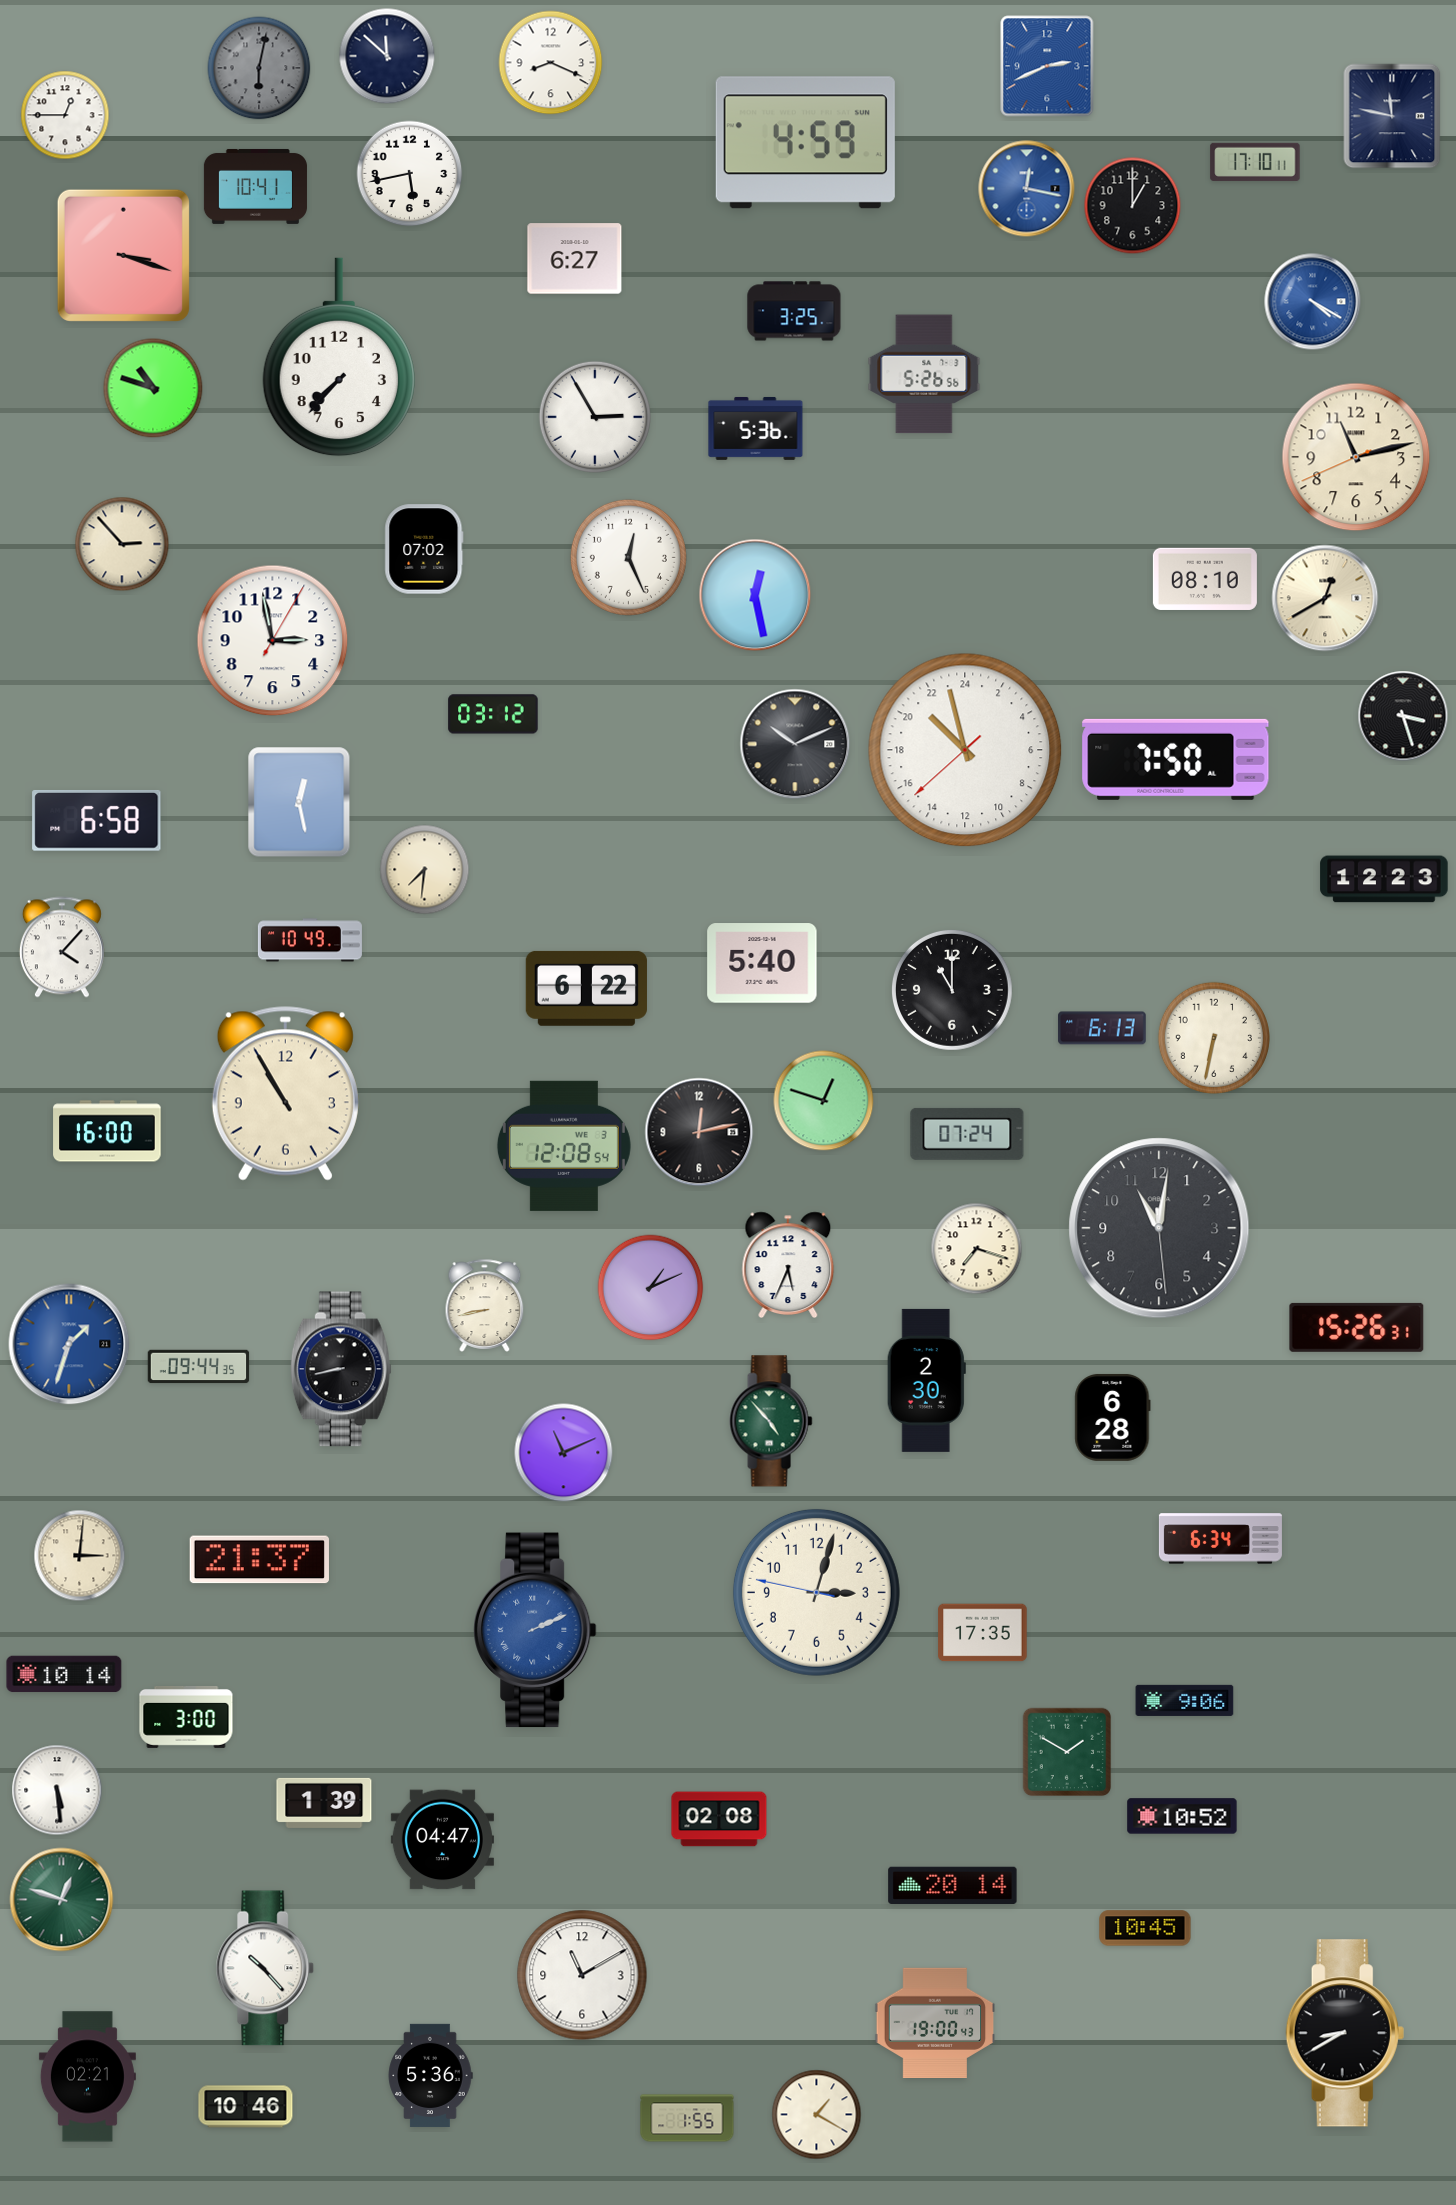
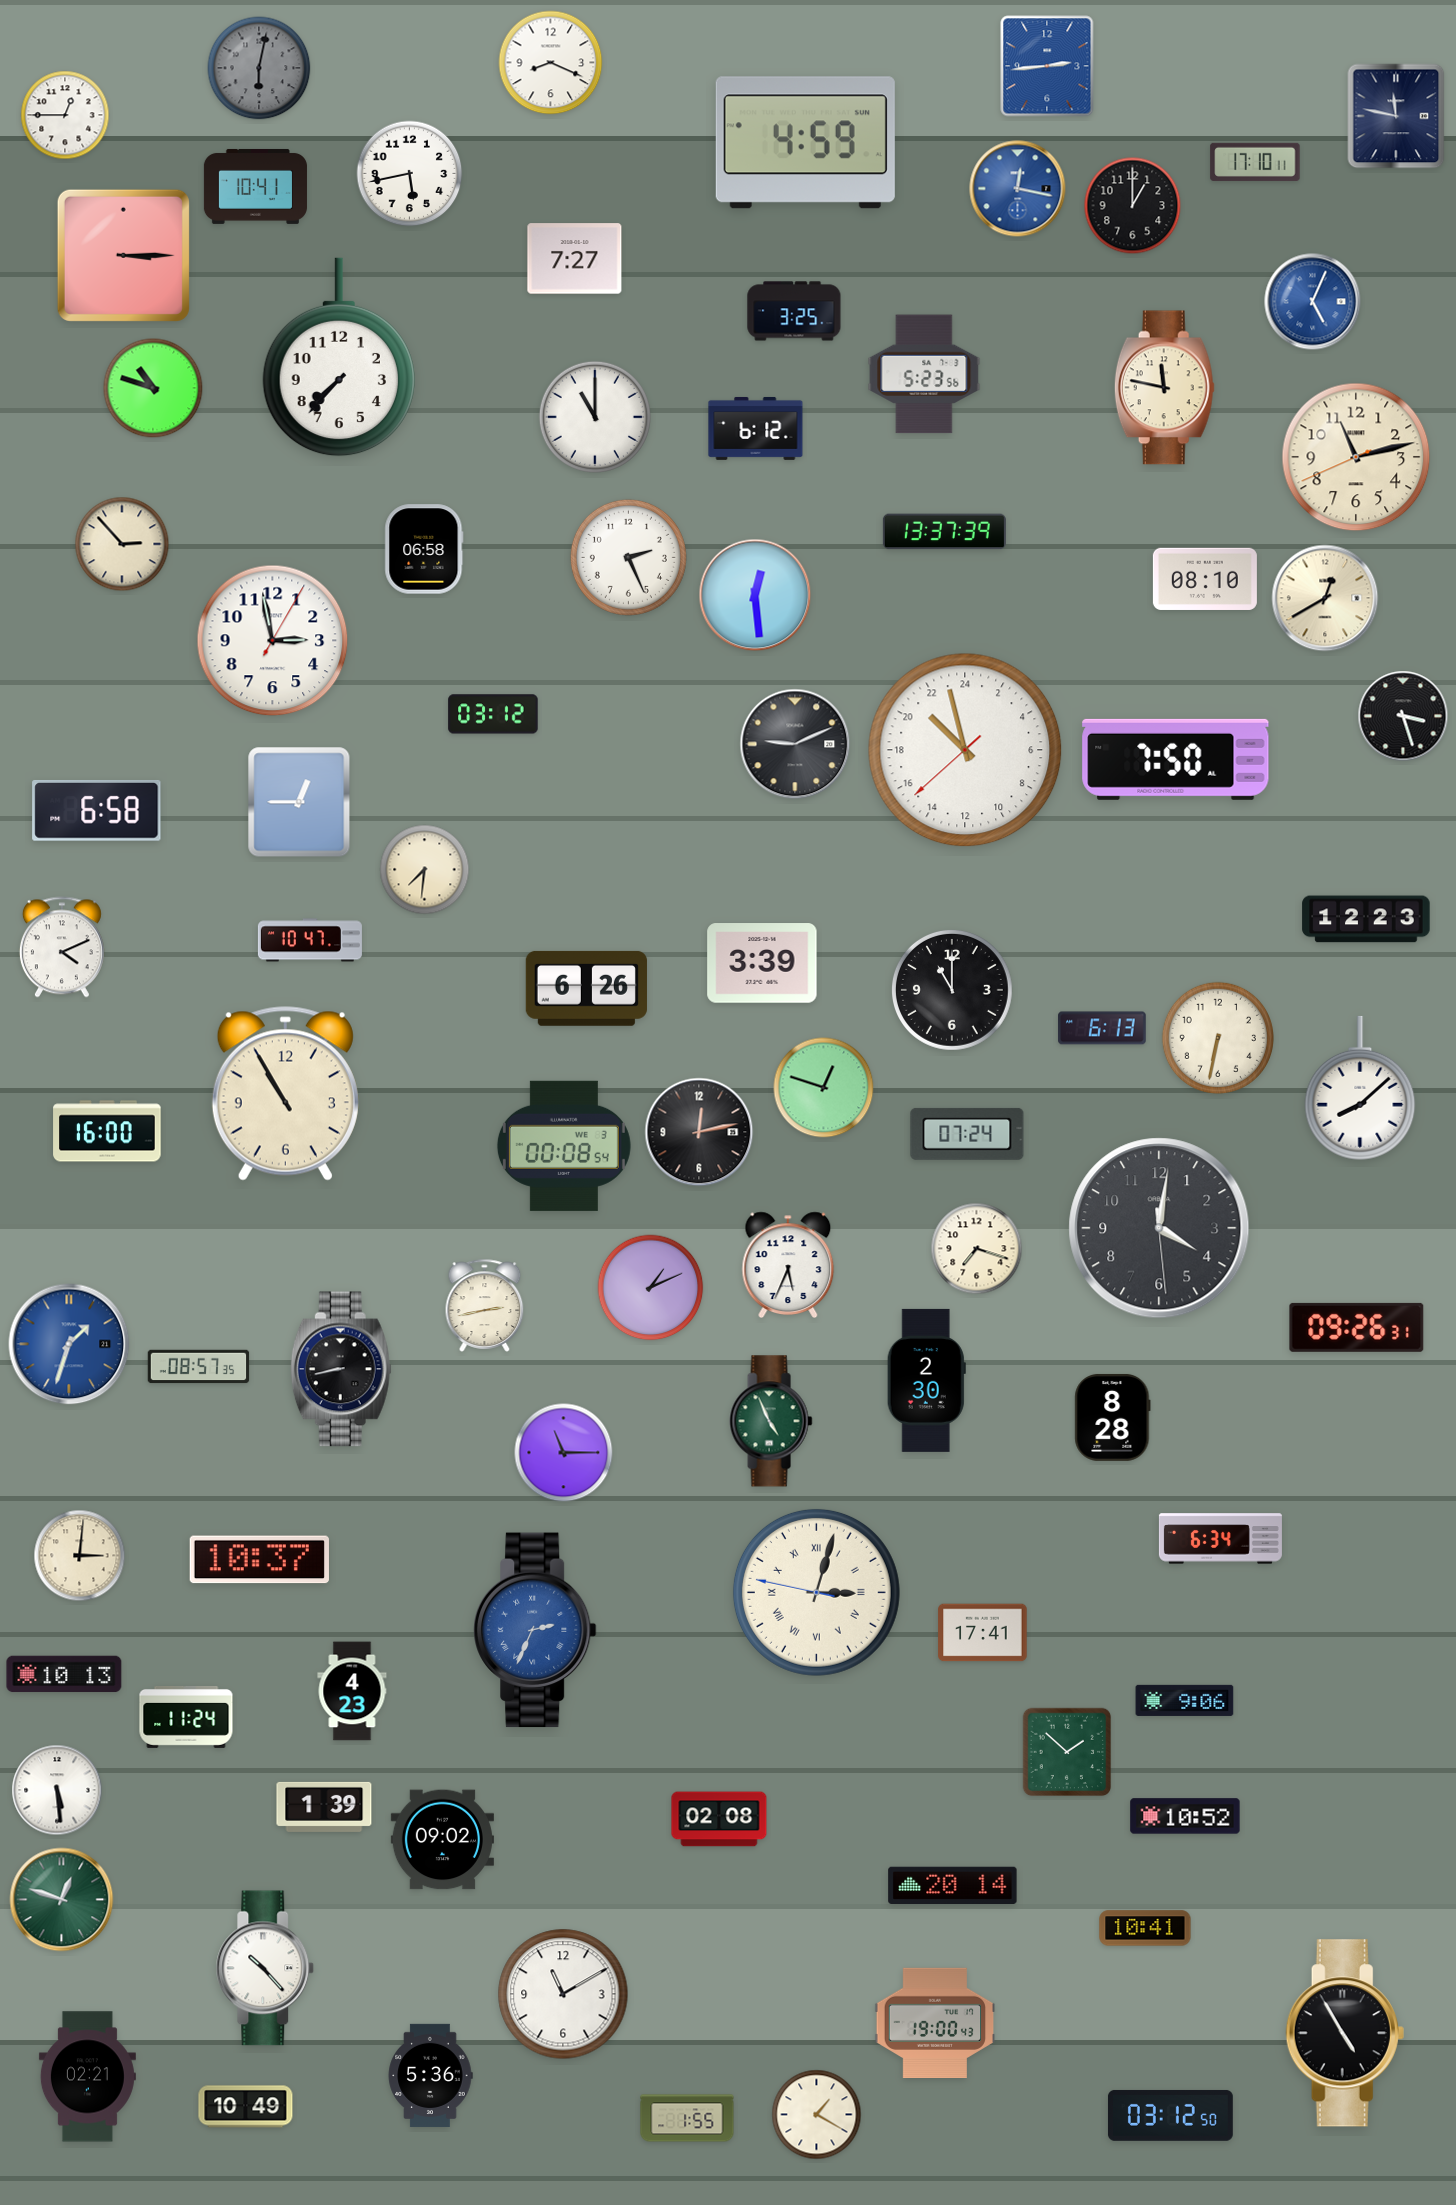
clock at (387, 56): 11:52 -> none
clock at (1047, 66): 2:41 -> 2:44
clock at (1392, 116) position: (1392, 116) -> (1396, 116)
clock at (1027, 189) position: (1027, 189) -> (1018, 189)
clock at (123, 255): 3:18 -> 3:15
clock at (575, 259): 6:27 -> 7:27
clock at (1313, 302): 4:20 -> 5:04
clock at (924, 374): 5:26 -> 5:23
clock at (1164, 388): none -> 11:47
clock at (595, 417): 2:55 -> 11:00
clock at (756, 428): 5:36 -> 6:12
clock at (944, 532): none -> 13:37
clock at (424, 549): 07:02 -> 06:58
clock at (628, 557): 12:26 -> 2:26
clock at (755, 595): 12:28 -> 12:29
clock at (795, 744): 10:11 -> 9:11
clock at (299, 802): 12:28 -> 12:45
clock at (97, 820) position: (97, 820) -> (97, 810)
clock at (1384, 879) position: (1384, 879) -> (1366, 919)
clock at (310, 940): 10:49 -> 10:47
clock at (62, 947): 4:07 -> 4:11
clock at (762, 963): 5:40 -> 3:39
clock at (586, 988): 6:22 -> 6:26
clock at (1214, 1038) position: (1214, 1038) -> (1218, 1038)
clock at (1360, 1088): none -> 8:08
clock at (824, 1101) position: (824, 1101) -> (824, 1088)
clock at (564, 1146): 12:08 -> 00:08
clock at (1159, 1228): 11:01 -> 4:01
clock at (485, 1305): 8:43 -> 2:43
clock at (1357, 1327): 15:26 -> 09:26
clock at (199, 1367): 09:44 -> 08:57
clock at (1113, 1417): 6:28 -> 8:28
clock at (771, 1421): 4:53 -> 4:56
clock at (564, 1453): 11:11 -> 11:15
clock at (259, 1560): 21:37 -> 10:37
clock at (816, 1592) numerals: Arabic -> Roman
clock at (536, 1630): 2:11 -> 2:34
clock at (983, 1633): 17:35 -> 17:41
clock at (64, 1674): 10:14 -> 10:13
clock at (352, 1691): none -> 4:23
clock at (186, 1717): 3:00 -> 11:24
clock at (1067, 1752): 1:50 -> 1:52
clock at (324, 1803) position: (324, 1803) -> (324, 1807)
clock at (1182, 1816) position: (1182, 1816) -> (1185, 1816)
clock at (442, 1840): 04:47 -> 09:02
clock at (1145, 1928): 10:45 -> 10:41
clock at (582, 1975) position: (582, 1975) -> (563, 1994)
clock at (1345, 2033): 8:40 -> 4:55
clock at (246, 2107): 10:46 -> 10:49
clock at (1170, 2115): none -> 03:12
